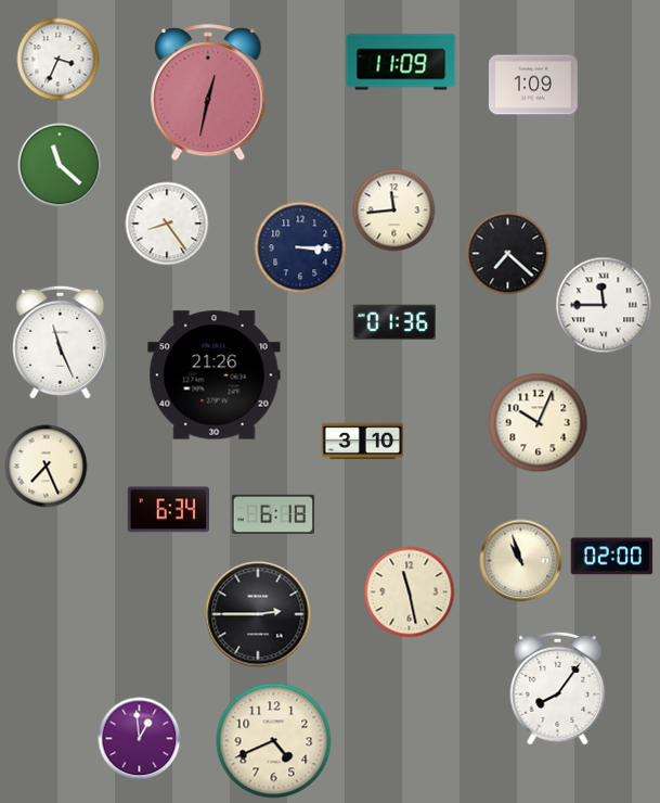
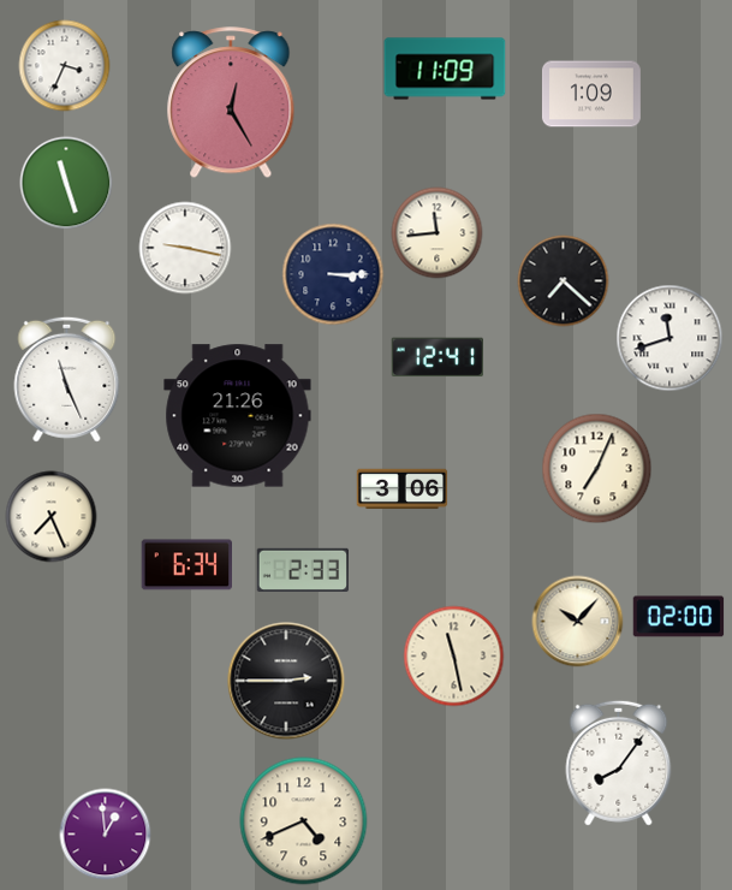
clock at (208, 93): 12:32 -> 12:25
clock at (60, 165): 11:22 -> 11:27
clock at (167, 224): 8:24 -> 9:17
clock at (604, 305): 11:45 -> 11:42
clock at (394, 322): 01:36 -> 12:41
clock at (539, 423): 10:04 -> 7:04
clock at (363, 442): 3:10 -> 3:06
clock at (272, 513): 6:18 -> 2:33
clock at (521, 561): 10:57 -> 10:07
clock at (140, 739) position: (140, 739) -> (106, 835)
